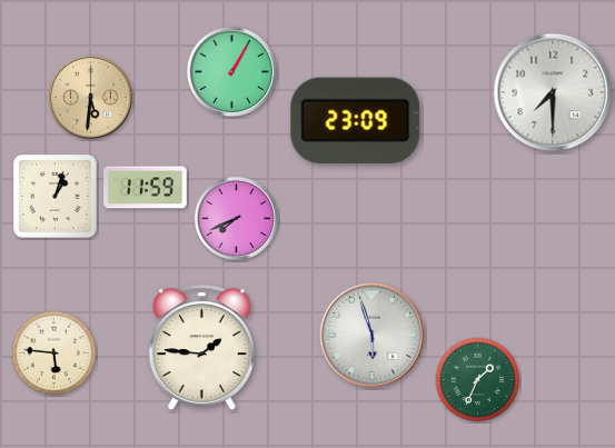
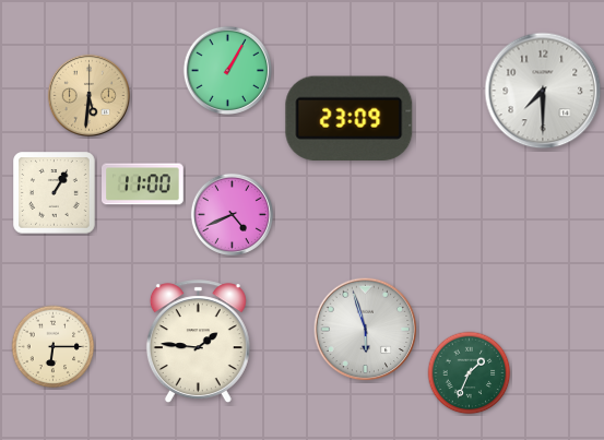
clock at (146, 188): 11:59 -> 11:00
clock at (56, 197): 1:03 -> 1:05
clock at (236, 218): 7:41 -> 4:41
clock at (54, 354): 5:46 -> 6:15
